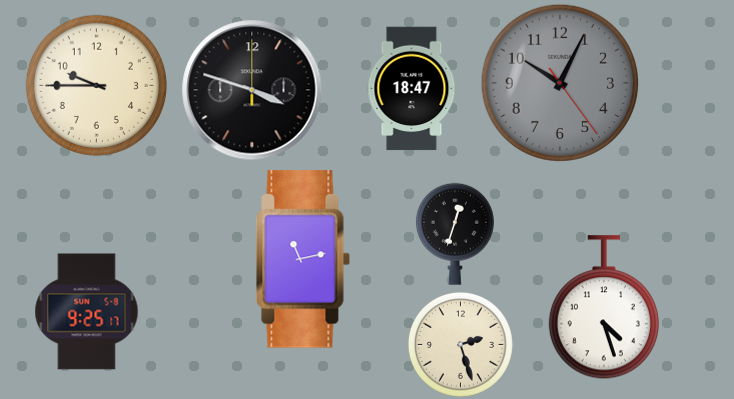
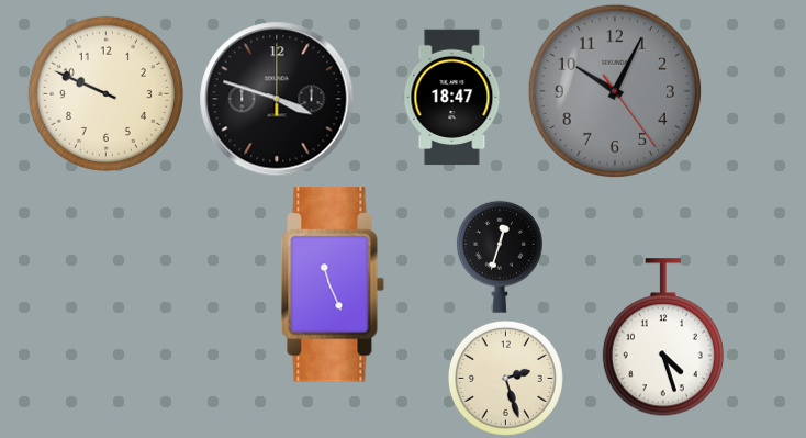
clock at (96, 85): 9:45 -> 9:49
clock at (303, 259): 11:13 -> 11:26
clock at (87, 312): 9:25 -> none
